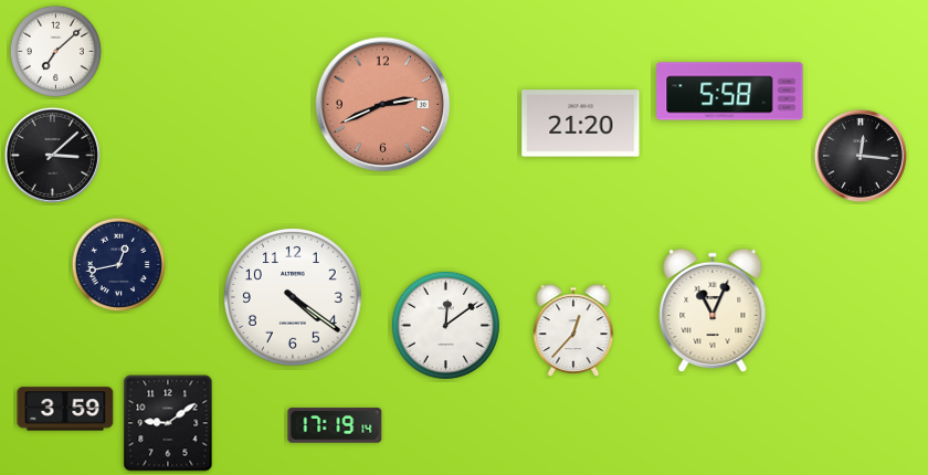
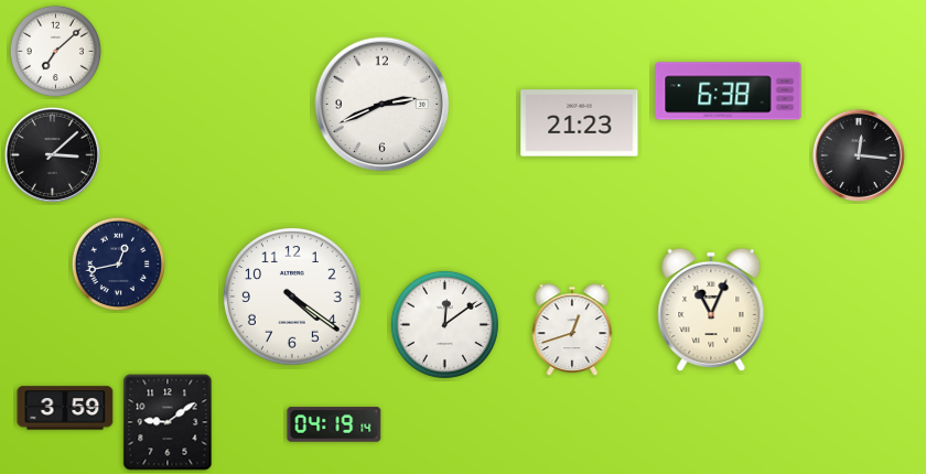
clock at (730, 92): 5:58 -> 6:38
clock at (383, 105) dial: salmon -> white
clock at (581, 124): 21:20 -> 21:23
clock at (573, 330): 12:37 -> 12:42
clock at (335, 425): 17:19 -> 04:19
